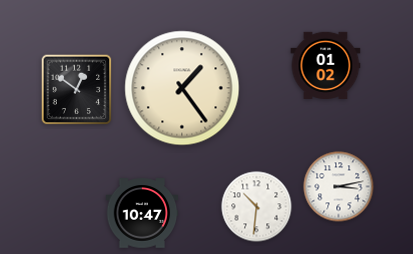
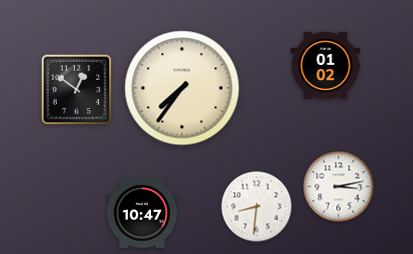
clock at (182, 88): 1:24 -> 7:36
clock at (257, 207): 10:31 -> 8:31
